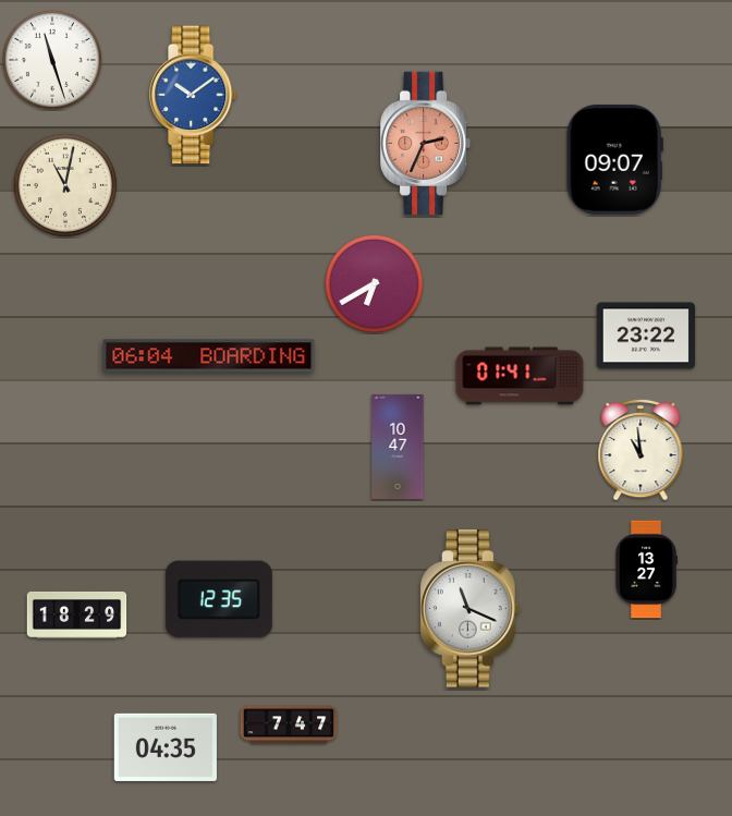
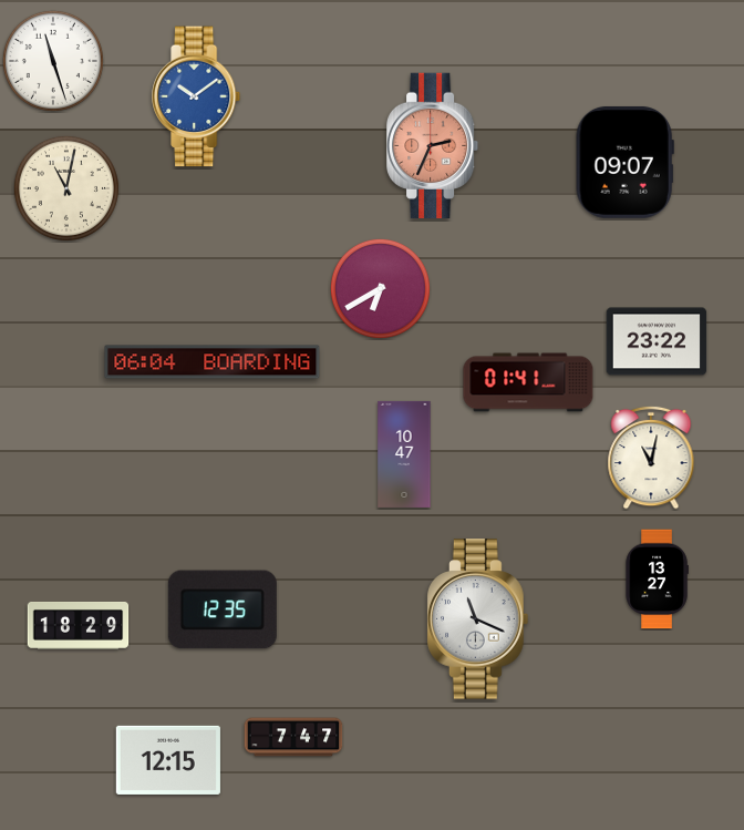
clock at (640, 450): 10:59 -> 11:02
clock at (166, 747): 04:35 -> 12:15
